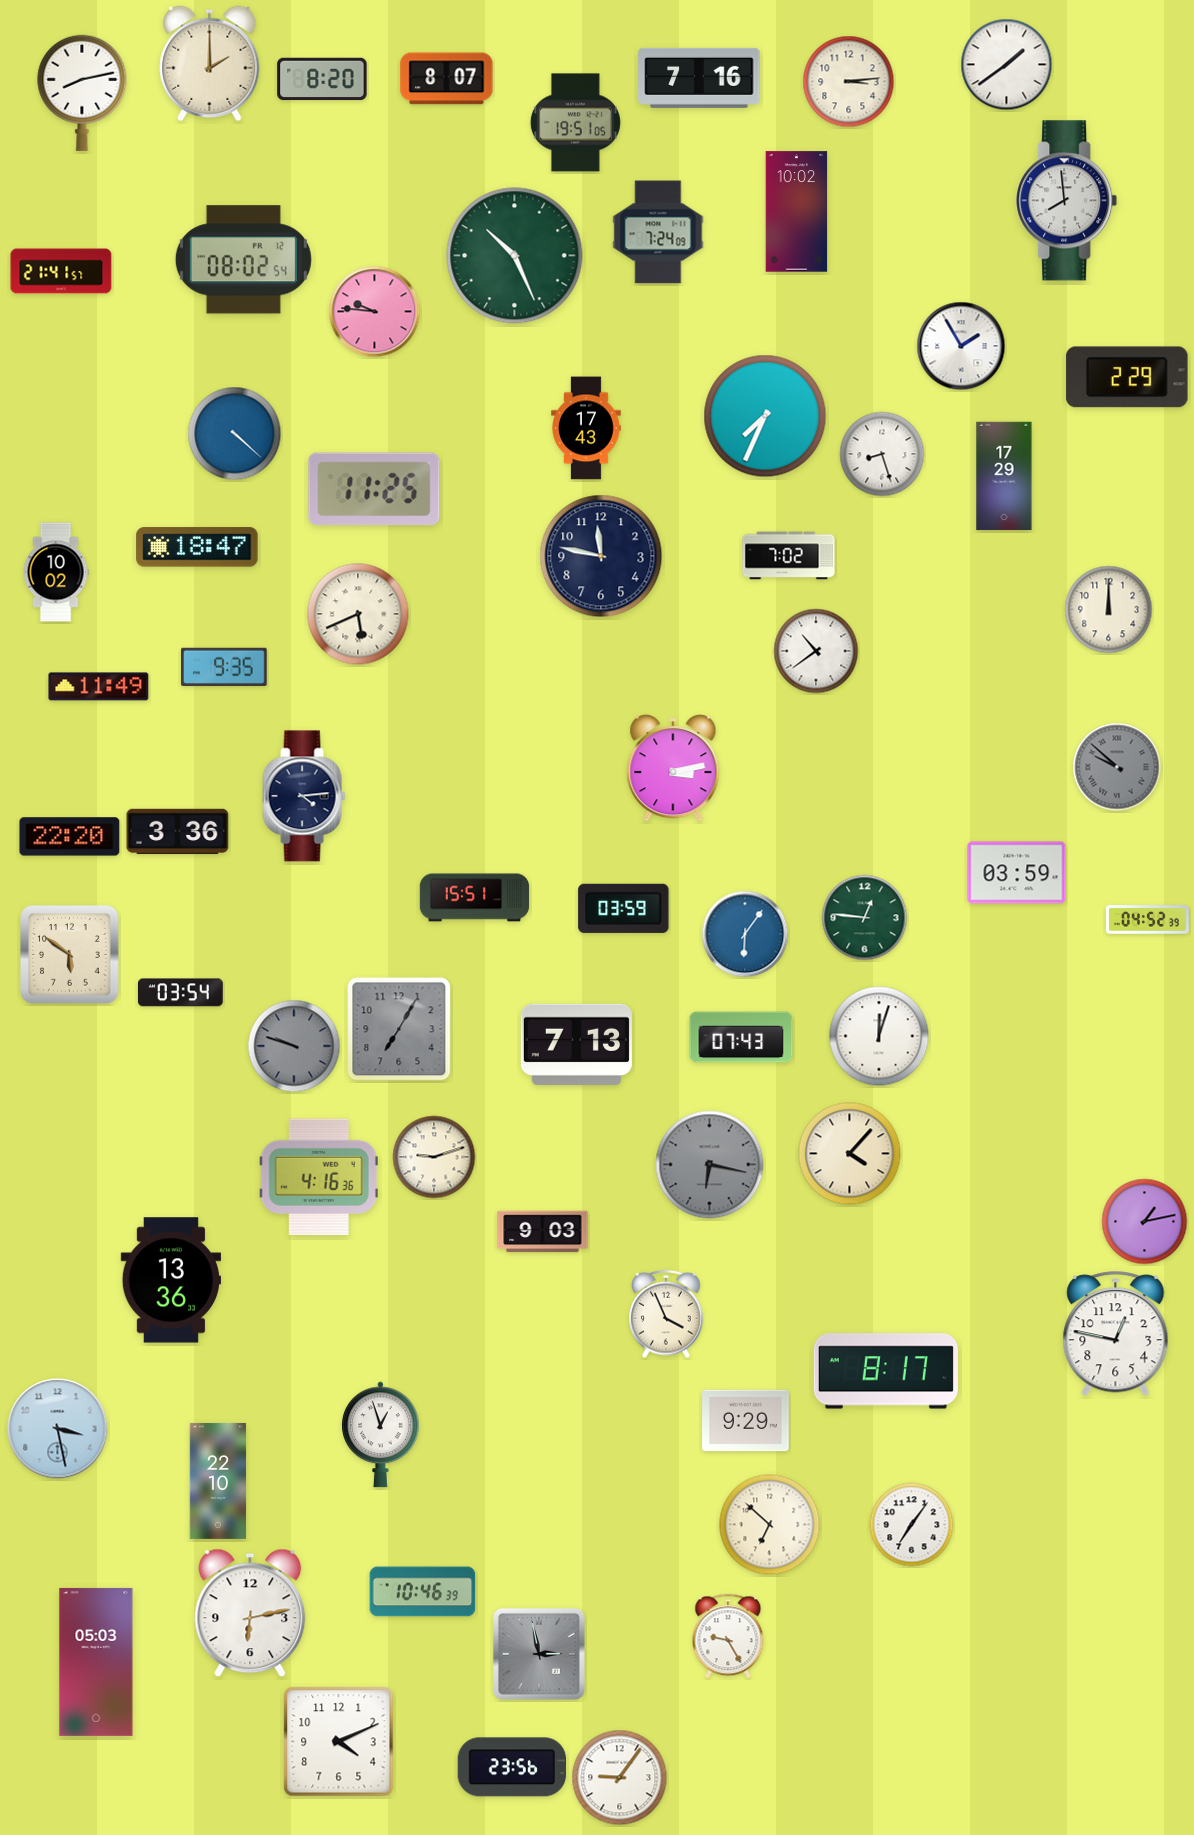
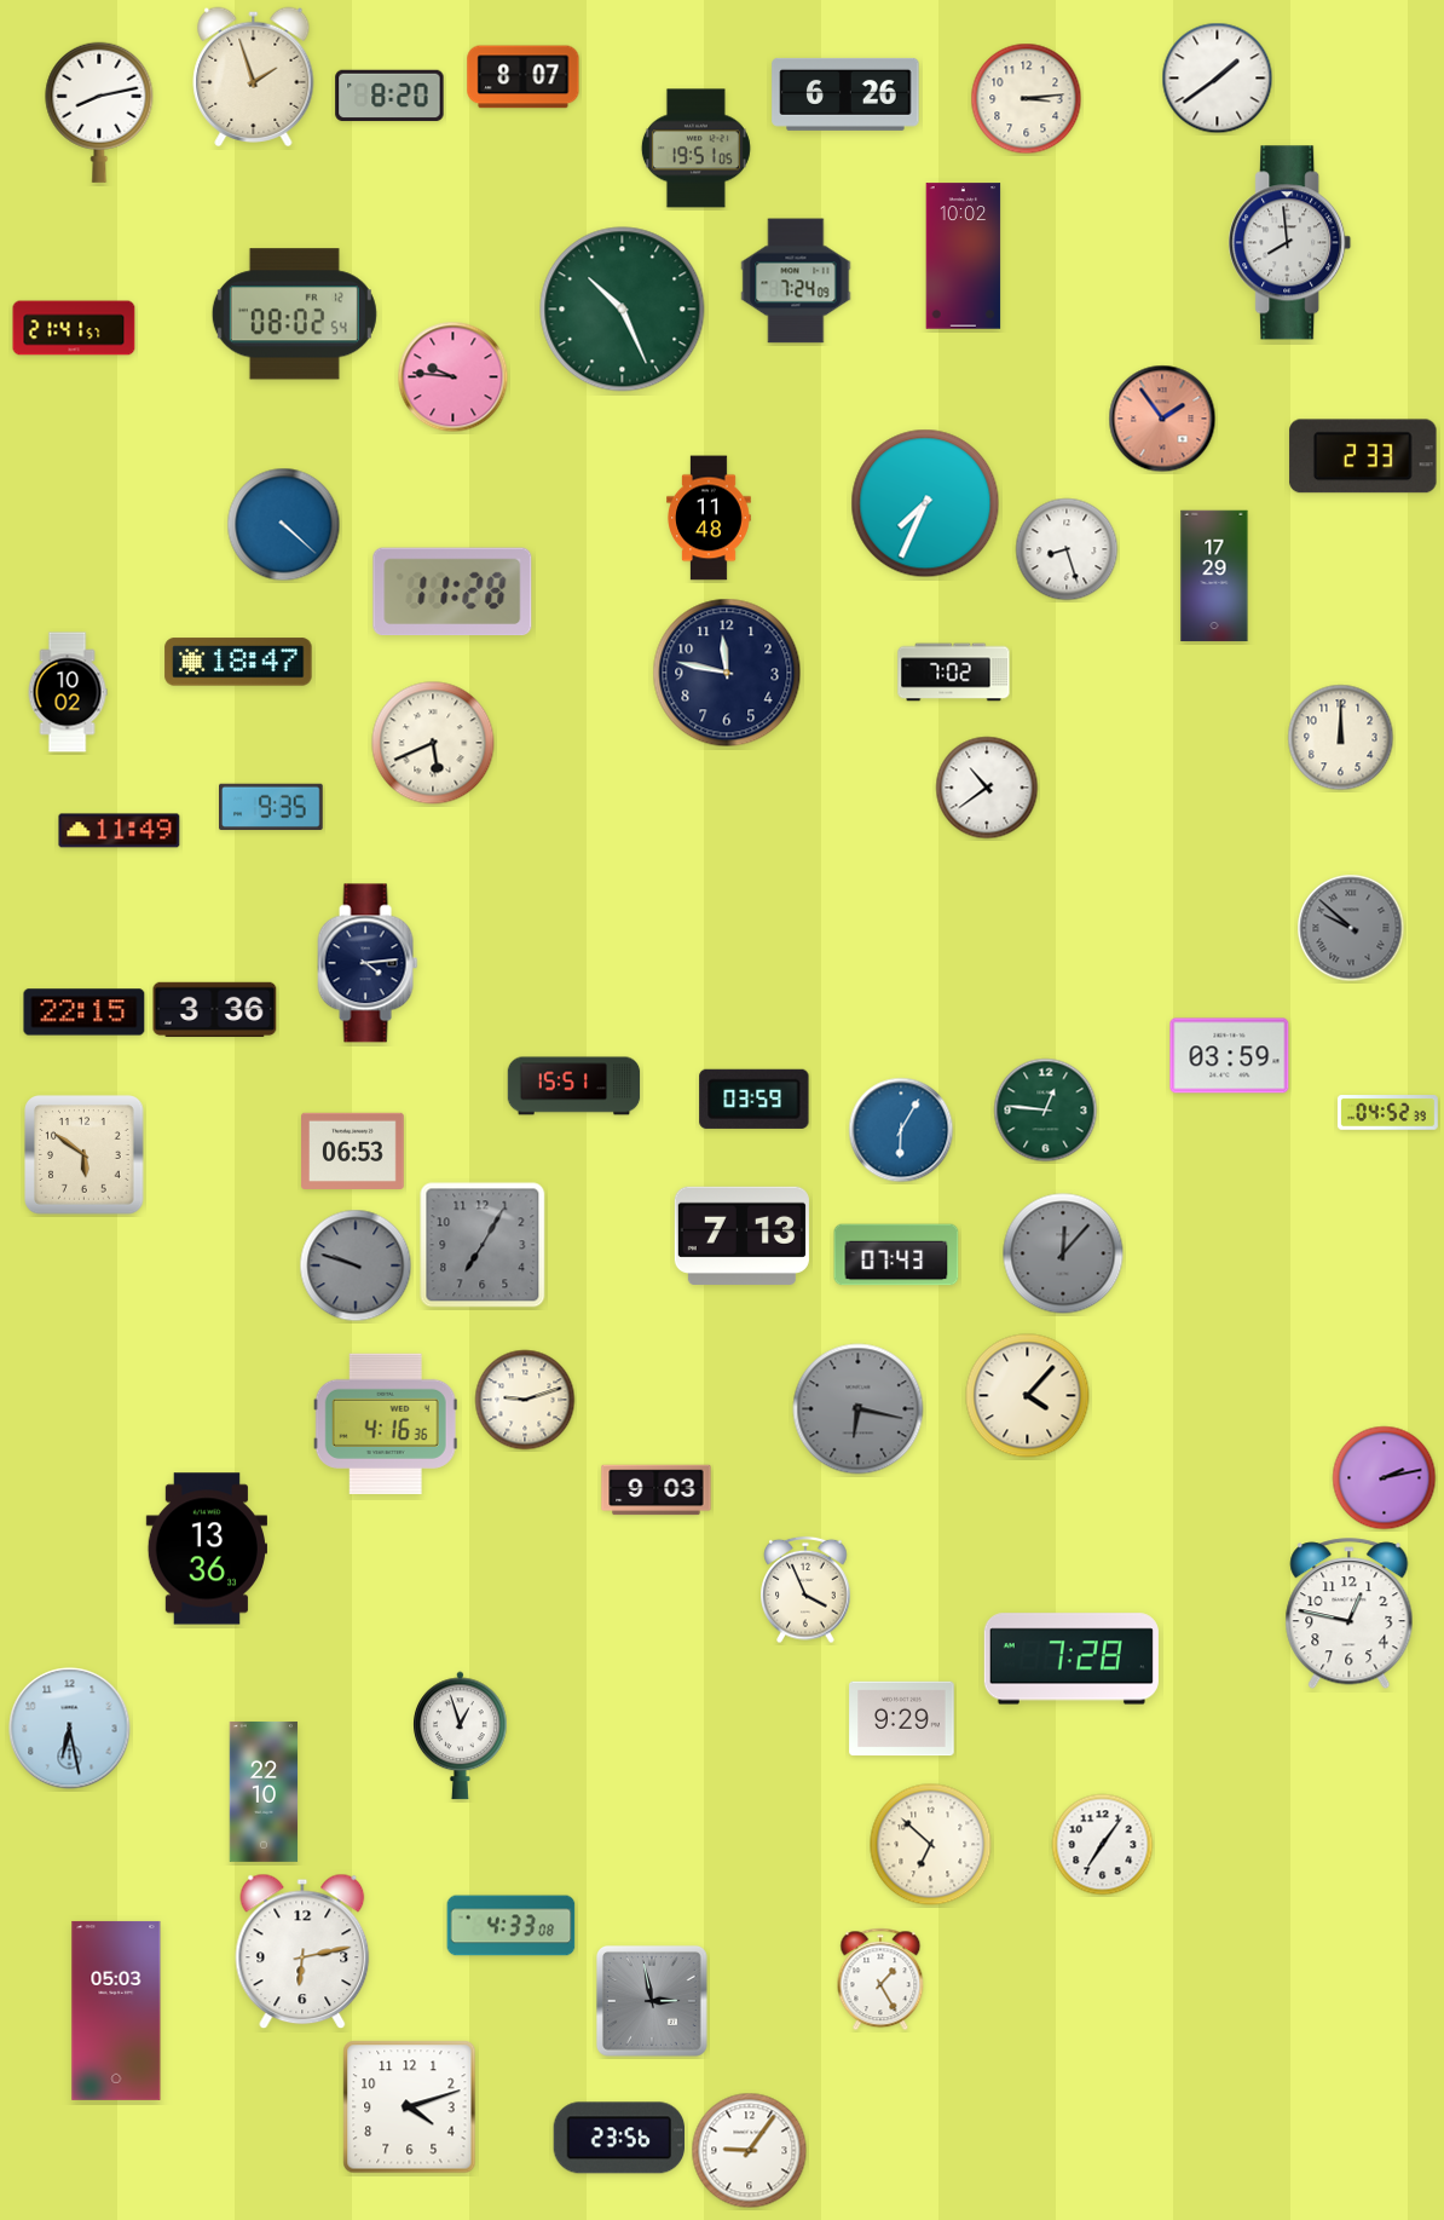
clock at (210, 63): 2:00 -> 1:57
clock at (699, 78): 7:16 -> 6:26
clock at (447, 79) position: (447, 79) -> (524, 77)
clock at (961, 346): 1:55 -> 1:54
clock at (961, 346) dial: white -> salmon
clock at (1127, 377): 2:29 -> 2:33
clock at (586, 428): 17:43 -> 11:48
clock at (374, 489): 11:25 -> 11:28
clock at (673, 769): 3:13 -> none
clock at (178, 832) position: (178, 832) -> (215, 1010)
clock at (70, 837): 22:20 -> 22:15
clock at (745, 934): 6:06 -> 6:05
clock at (353, 1151): none -> 06:53
clock at (180, 993): 03:54 -> none
clock at (879, 1036): 12:03 -> 12:07
clock at (879, 1036) dial: white -> grey
clock at (576, 1044) position: (576, 1044) -> (741, 1235)
clock at (1145, 1222): 1:13 -> 2:13
clock at (886, 1371): 8:17 -> 7:28
clock at (58, 1429): 3:28 -> 6:28
clock at (423, 1592): 10:46 -> 4:33
clock at (728, 1636): 9:25 -> 1:25
clock at (339, 1742): 4:11 -> 4:12
